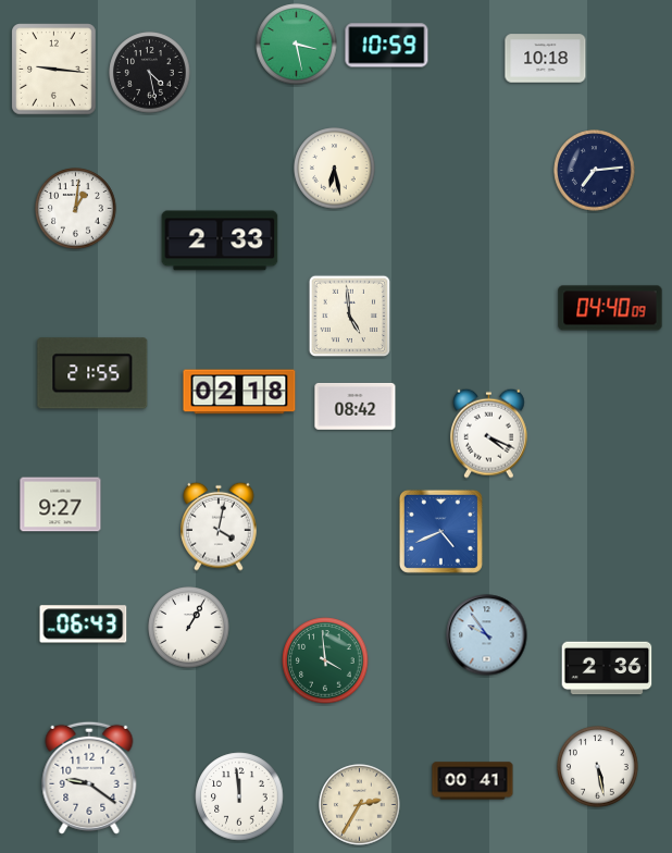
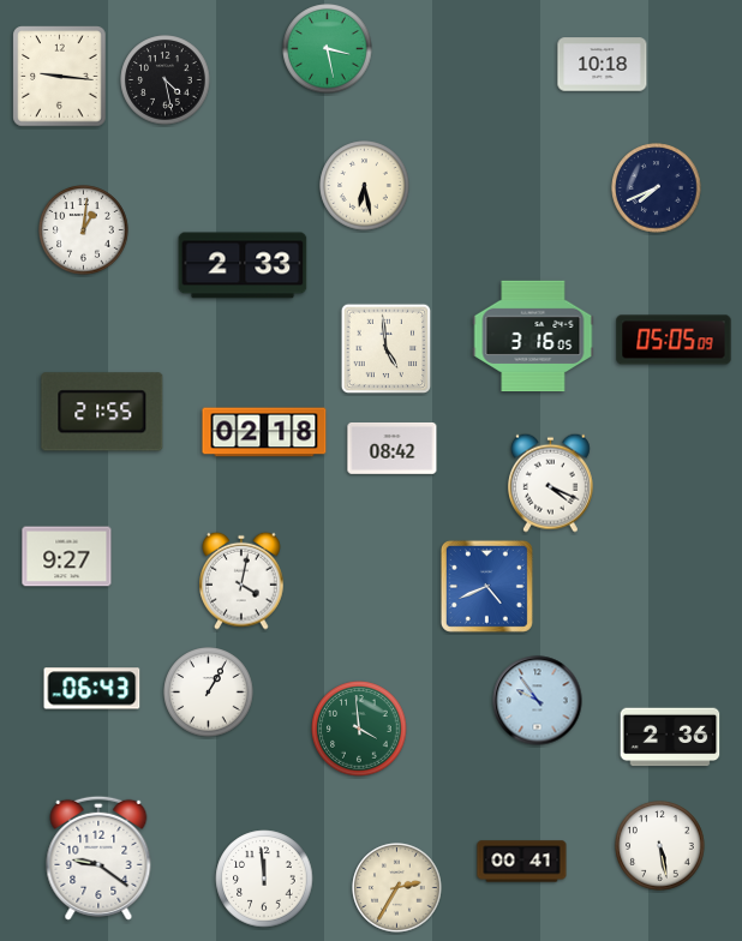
clock at (387, 46): 10:59 -> none
clock at (335, 169) position: (335, 169) -> (365, 186)
clock at (595, 171): 7:14 -> 7:41
clock at (533, 336): none -> 3:16
clock at (610, 308): 04:40 -> 05:05
clock at (488, 433) position: (488, 433) -> (550, 483)
